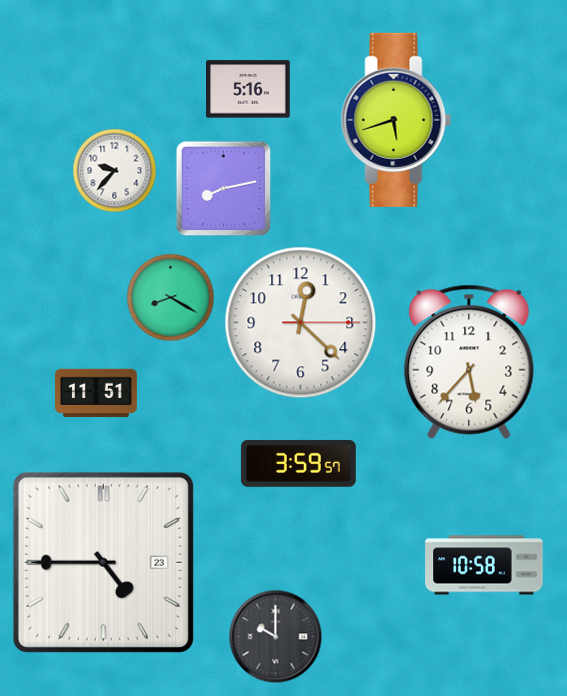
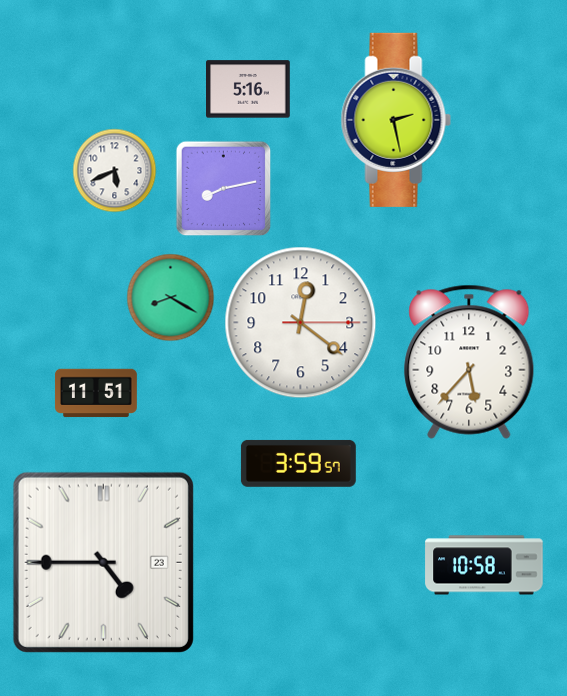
clock at (396, 120): 5:42 -> 2:28
clock at (115, 171): 9:37 -> 5:41
clock at (301, 323): 12:22 -> 12:21
clock at (276, 637): 10:00 -> none
